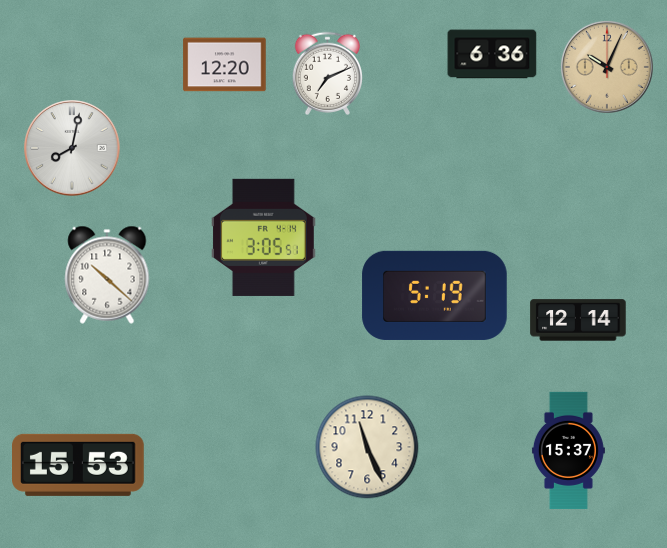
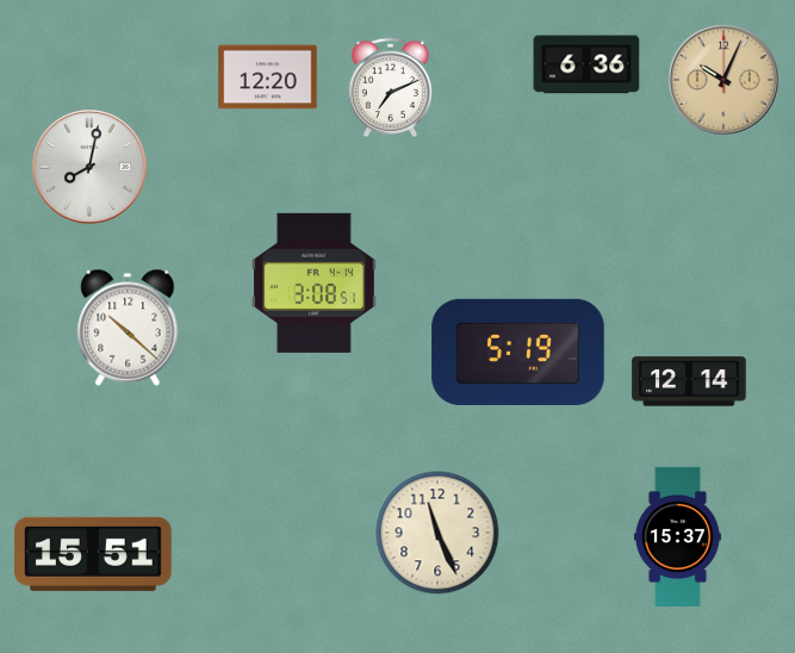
clock at (72, 148) position: (72, 148) -> (89, 167)
clock at (263, 237): 3:05 -> 3:08
clock at (79, 465): 15:53 -> 15:51
